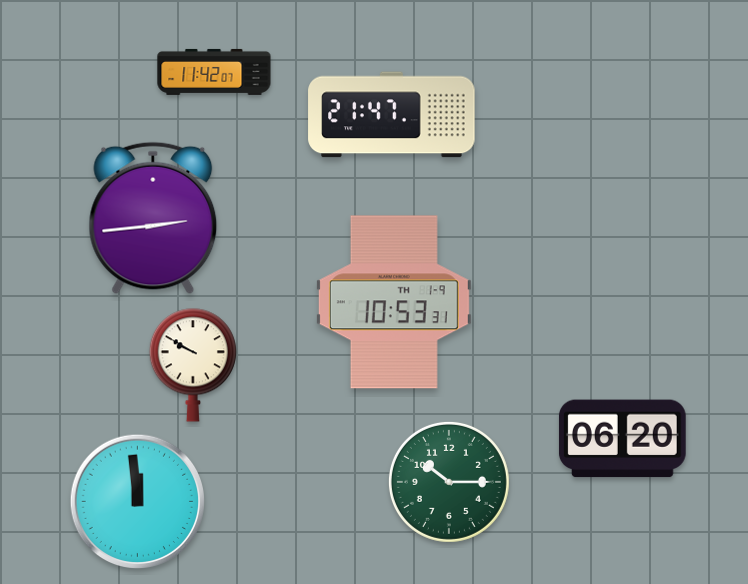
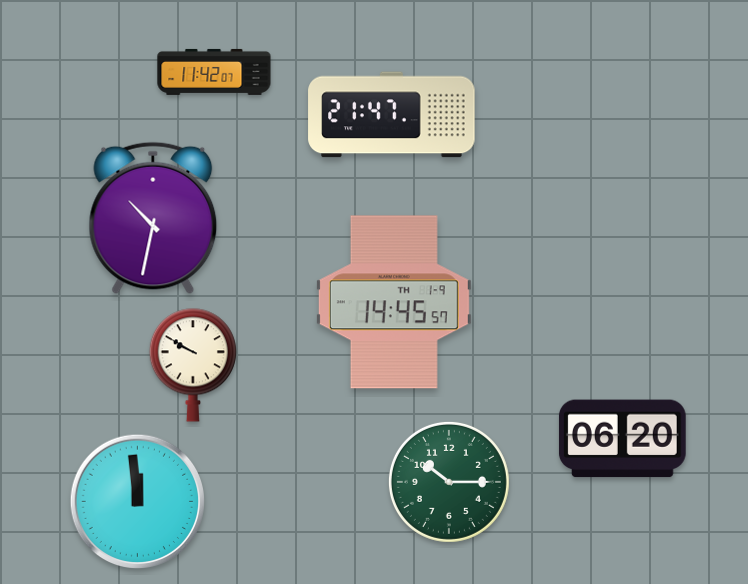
clock at (153, 218): 2:44 -> 10:32
clock at (394, 302): 10:53 -> 14:45
